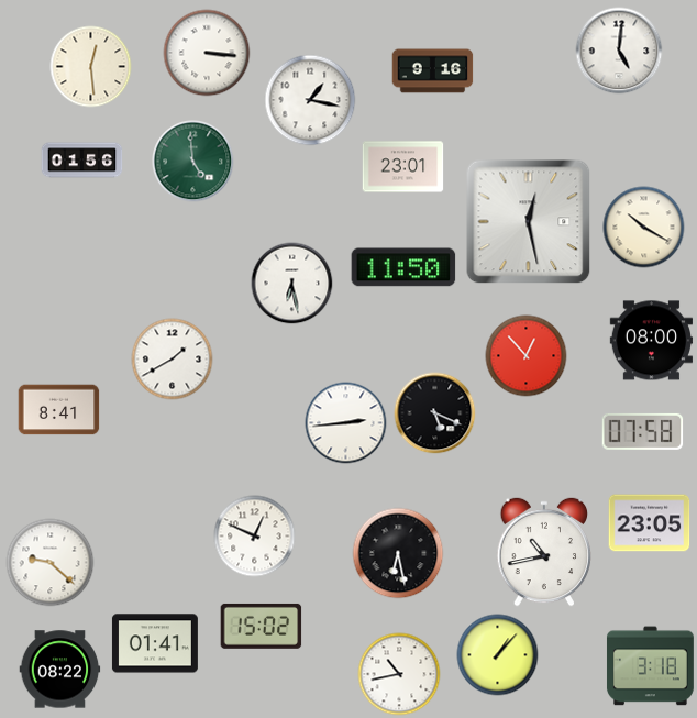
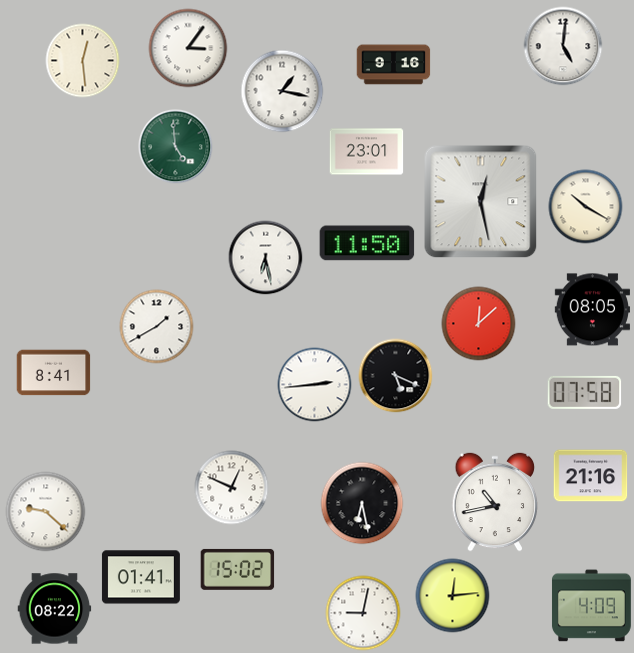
clock at (207, 53): 3:16 -> 3:06
clock at (82, 161): 01:56 -> none
clock at (651, 341): 08:00 -> 08:05
clock at (527, 356): 12:53 -> 12:08
clock at (650, 523): 23:05 -> 21:16
clock at (155, 643) position: (155, 643) -> (141, 577)
clock at (498, 655): 1:07 -> 12:14
clock at (650, 666): 3:18 -> 4:09
clock at (399, 674): 10:43 -> 9:02
